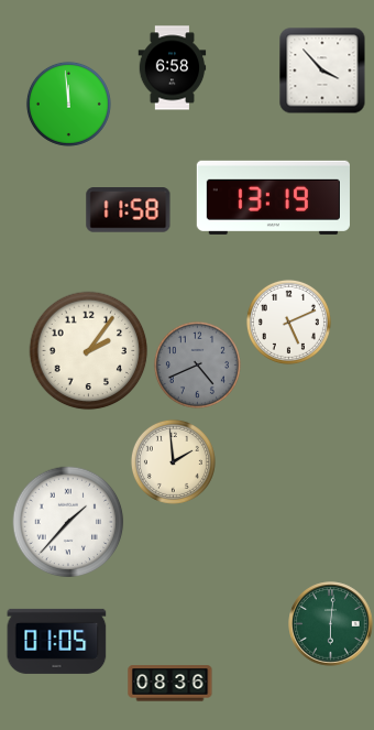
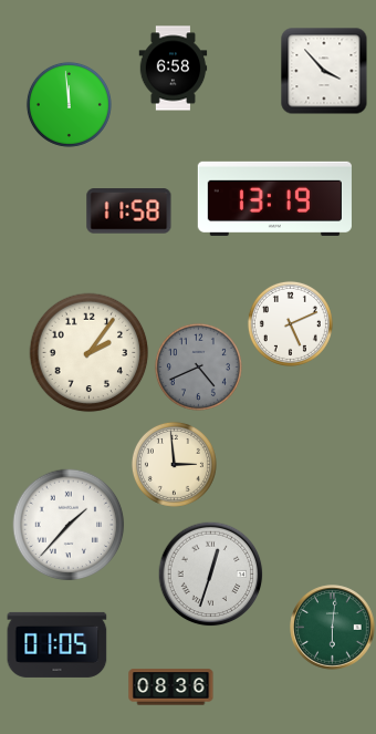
clock at (173, 461): 1:59 -> 2:59
clock at (210, 573): none -> 12:33
